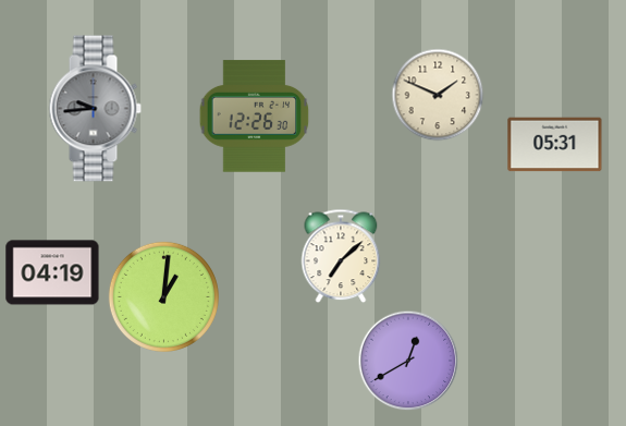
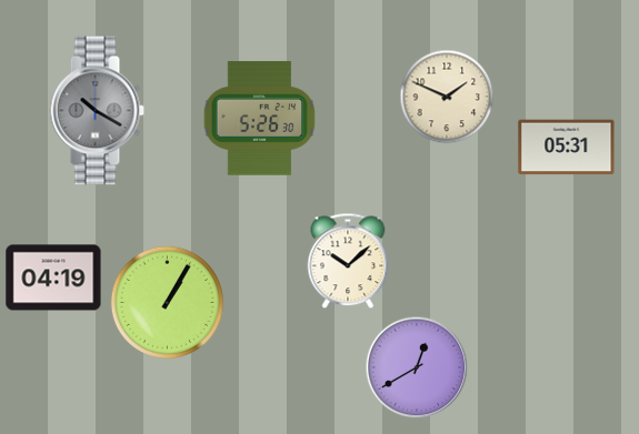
clock at (95, 109): 9:44 -> 10:20
clock at (255, 117): 12:26 -> 5:26
clock at (341, 256): 7:08 -> 10:08
clock at (163, 296): 1:01 -> 1:05
